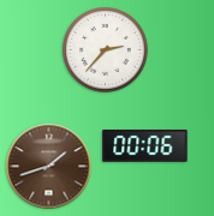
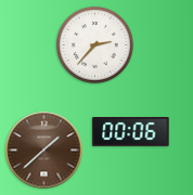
clock at (49, 167): 1:42 -> 1:38
